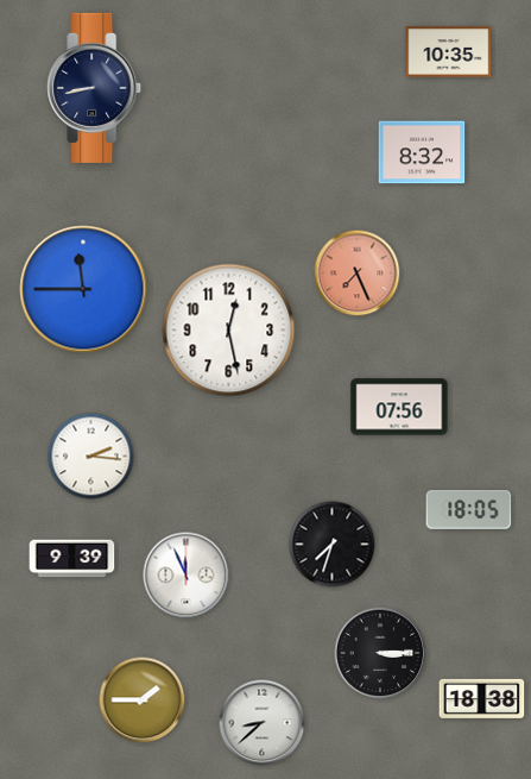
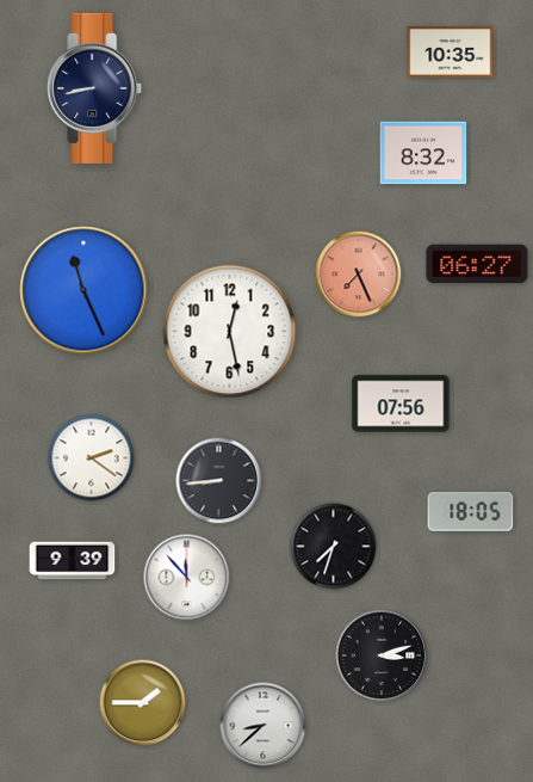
clock at (477, 264): none -> 06:27
clock at (83, 289): 11:45 -> 11:26
clock at (399, 407) position: (399, 407) -> (401, 404)
clock at (91, 457): 2:16 -> 2:21
clock at (219, 481): none -> 8:44
clock at (187, 576): 11:56 -> 11:53
clock at (380, 653): 3:15 -> 3:12
clock at (482, 698): 18:38 -> none
